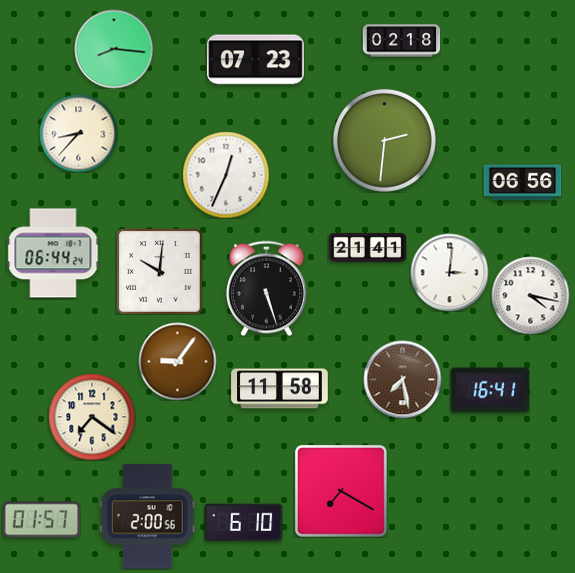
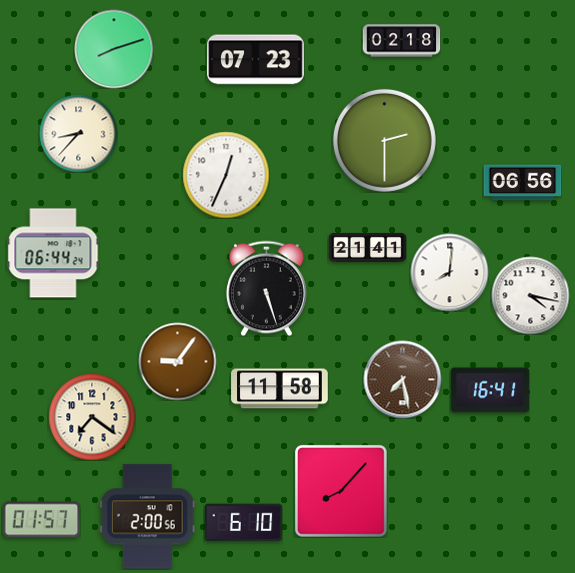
clock at (114, 49): 8:16 -> 8:12
clock at (384, 140): 2:31 -> 2:30
clock at (160, 272): 10:01 -> none
clock at (449, 272): 3:01 -> 8:01
clock at (341, 491): 7:20 -> 8:07
